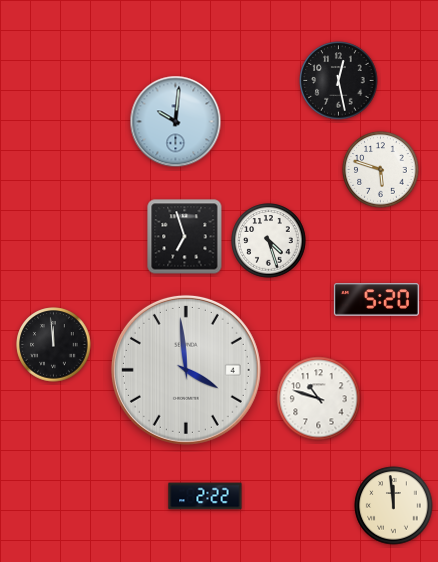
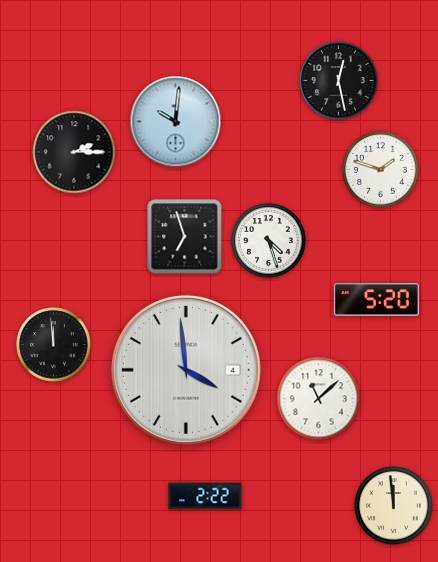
clock at (74, 152): none -> 2:15
clock at (381, 170): 5:48 -> 1:48
clock at (319, 399): 10:48 -> 11:08
